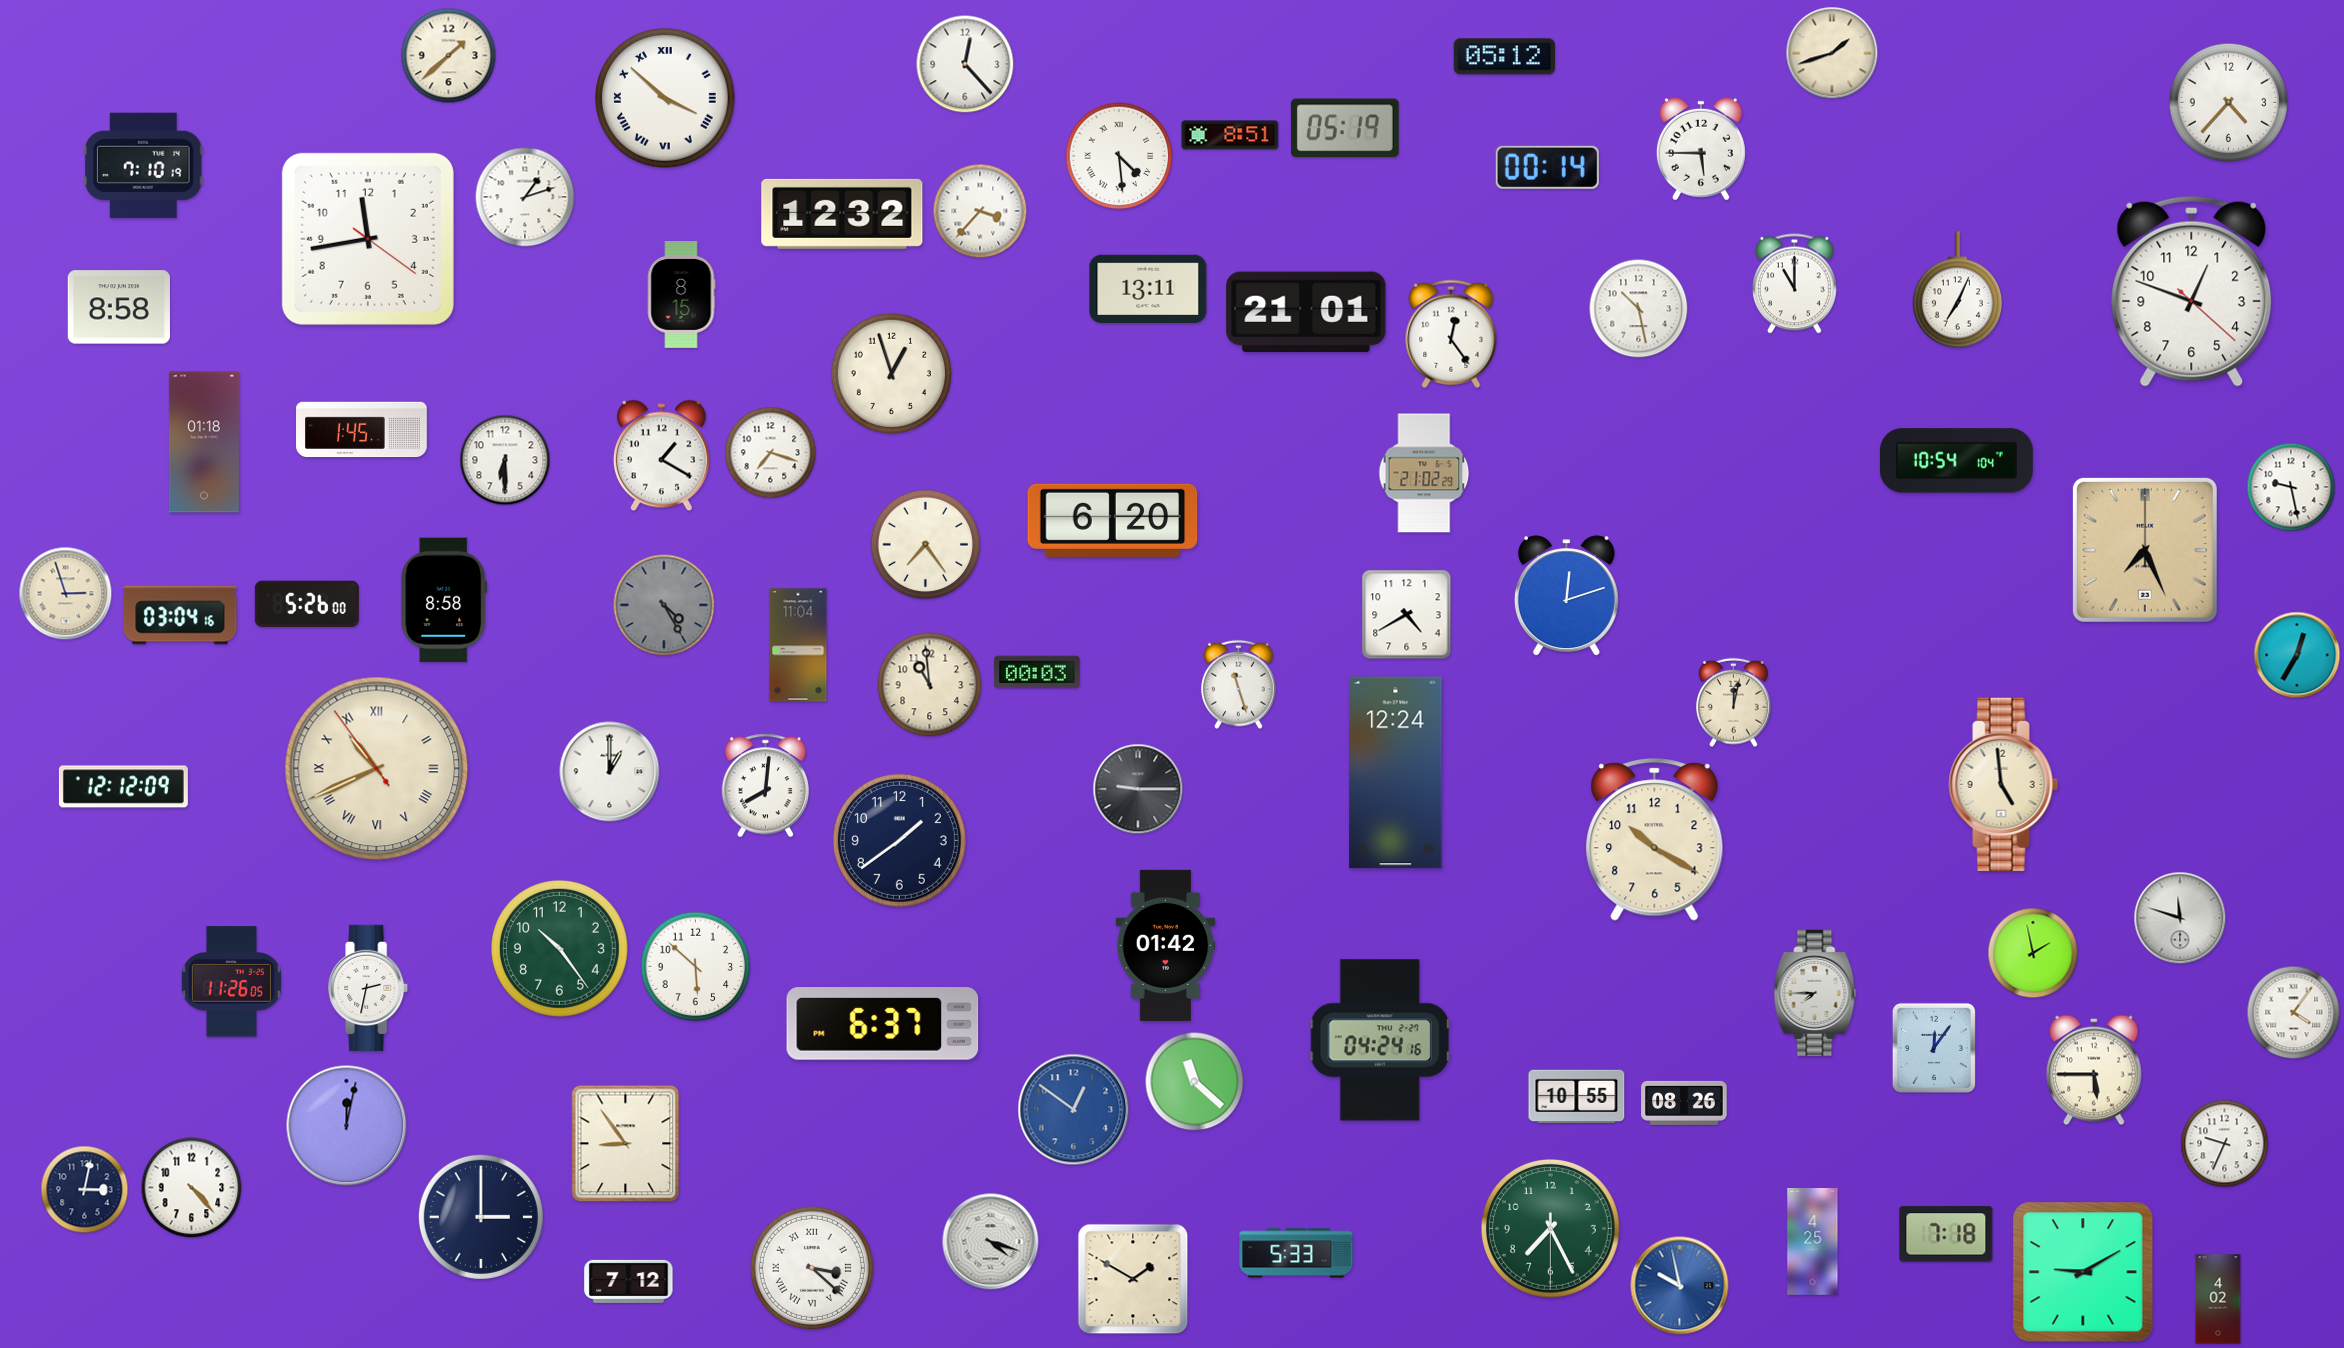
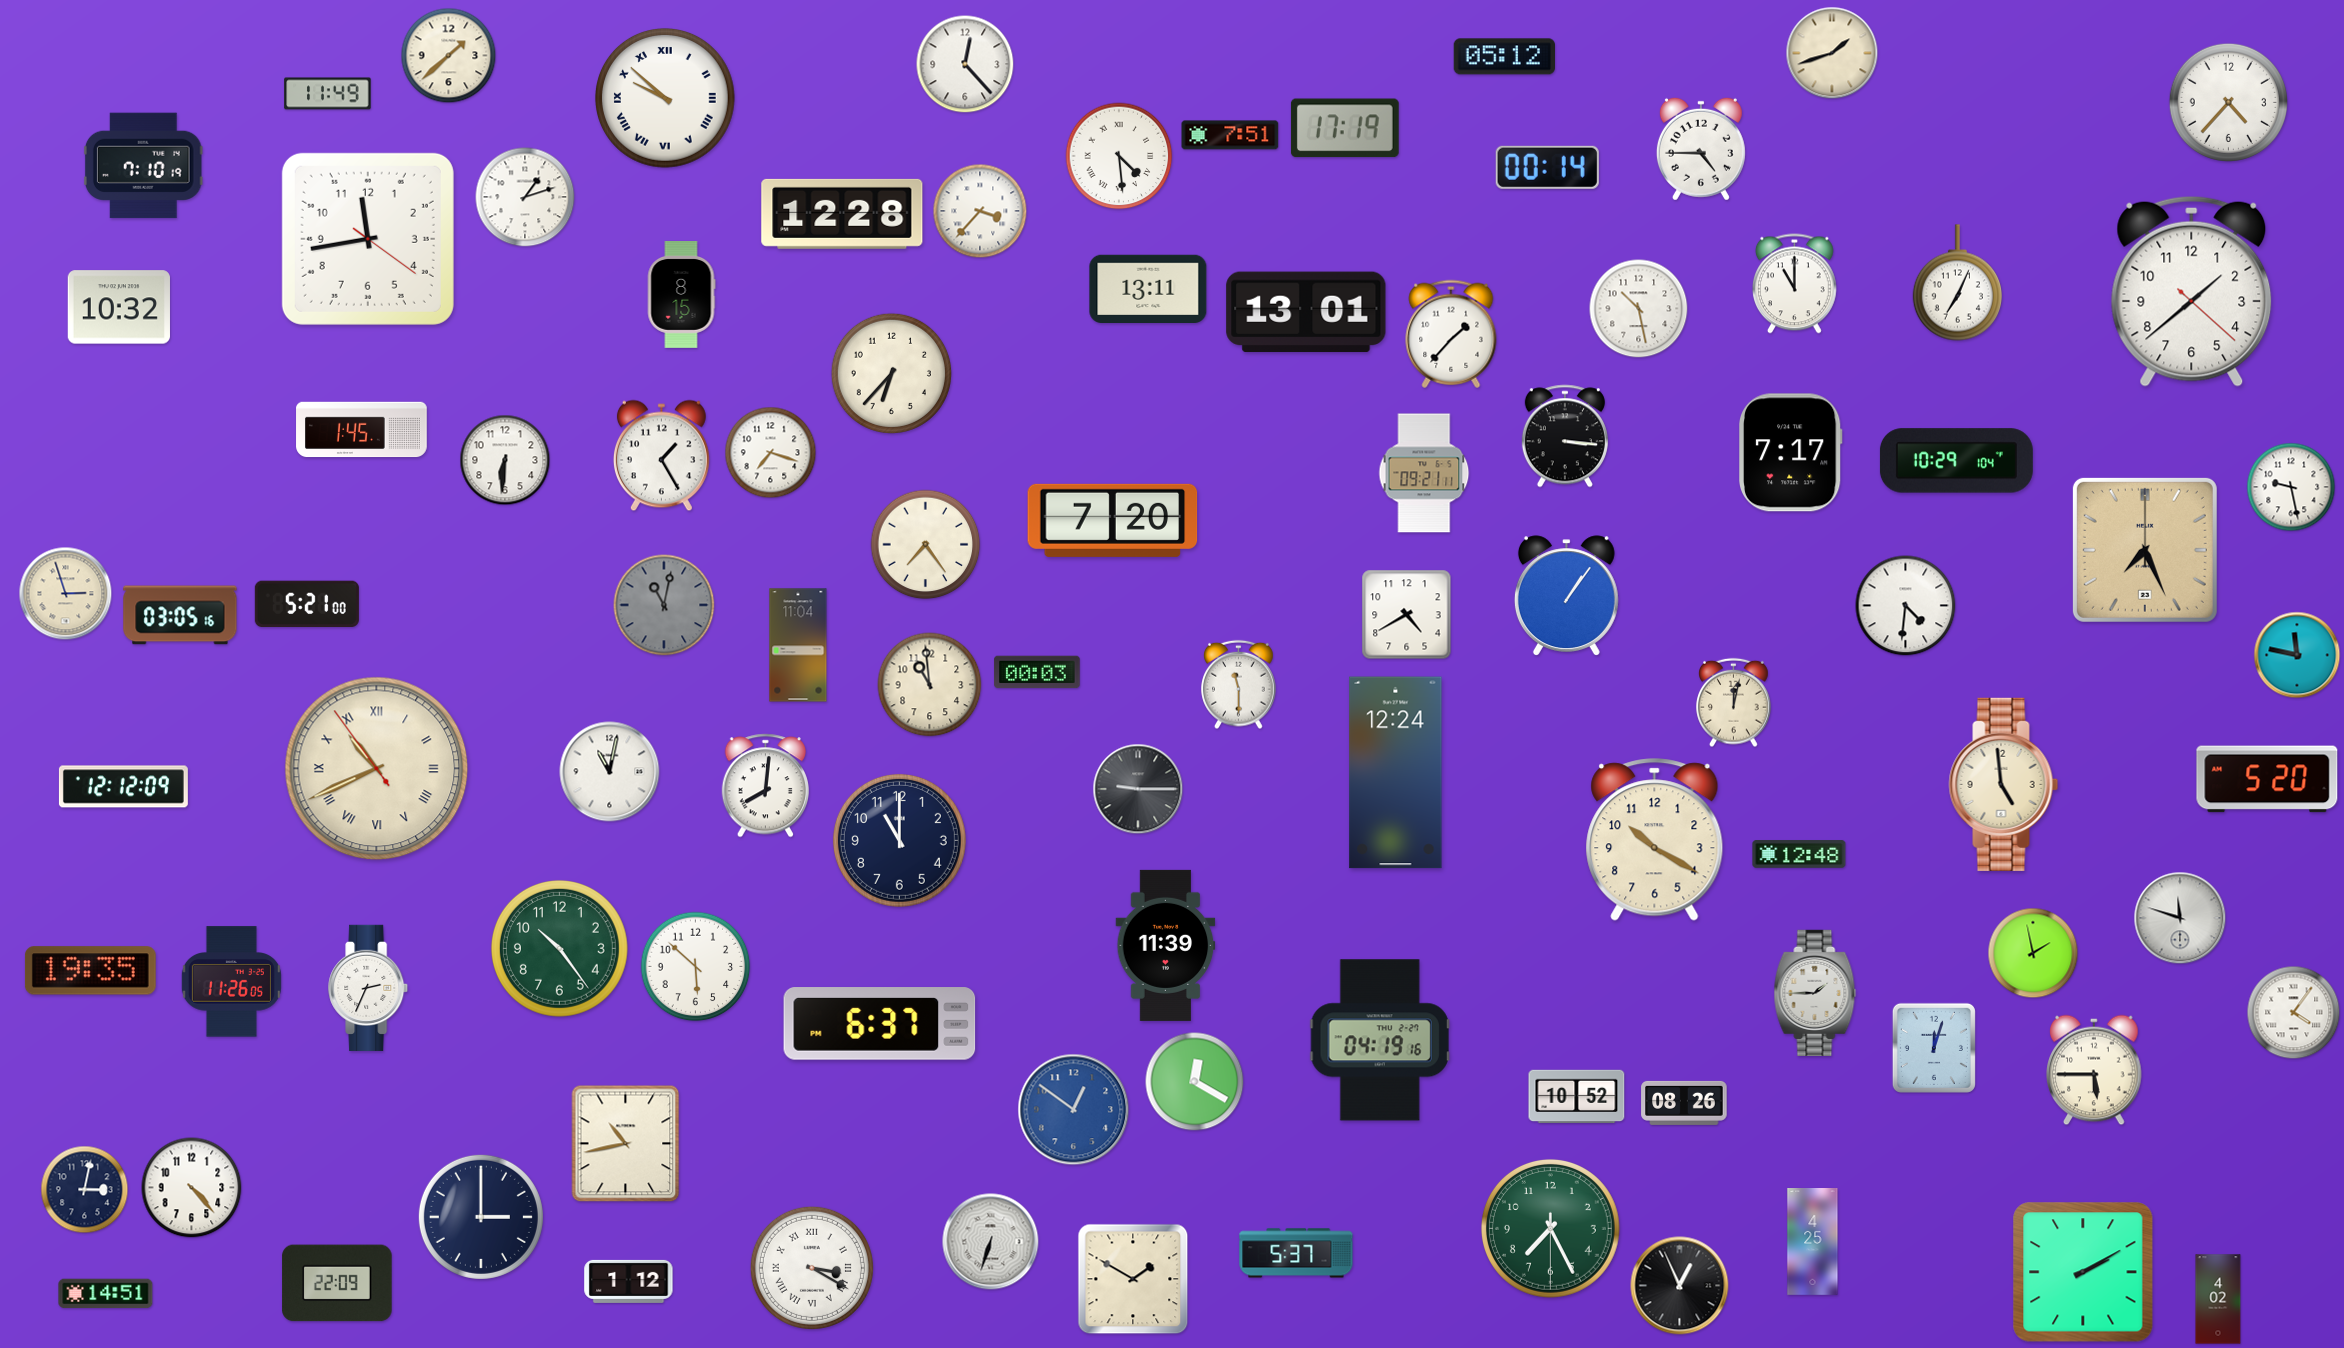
clock at (328, 94): none -> 11:49
clock at (666, 99): 3:52 -> 9:52
clock at (1345, 128): 05:19 -> 17:19
clock at (1230, 135): 8:51 -> 7:51
clock at (1701, 149): 5:45 -> 4:45
clock at (842, 214): 12:32 -> 12:28
clock at (1957, 290) position: (1957, 290) -> (1957, 283)
clock at (2192, 291): 12:48 -> 1:38
clock at (119, 307): 8:58 -> 10:32
clock at (1306, 312): 21:01 -> 13:01
clock at (1451, 334): 12:24 -> 1:37
clock at (891, 373): 12:57 -> 6:37
clock at (1565, 436): none -> 3:16
clock at (204, 442): 01:18 -> none
clock at (1790, 453): none -> 7:17
clock at (661, 456): 1:20 -> 1:25
clock at (505, 460): 6:30 -> 6:31
clock at (1956, 461): 10:54 -> 10:29
clock at (1424, 473): 21:02 -> 09:21
clock at (1113, 520): 6:20 -> 7:20
clock at (1566, 595): 12:12 -> 1:06
clock at (444, 600): 8:58 -> none
clock at (307, 604): 5:26 -> 5:21
clock at (664, 605): 4:25 -> 11:02
clock at (1906, 606): none -> 4:31
clock at (180, 615): 03:04 -> 03:05
clock at (2297, 655): 12:35 -> 11:47
clock at (1239, 685): 11:27 -> 11:30
clock at (610, 772): 1:00 -> 11:02
clock at (2267, 779): none -> 5:20
clock at (899, 840): 1:39 -> 11:00
clock at (1799, 854): none -> 12:48
clock at (1166, 945): 01:42 -> 11:39
clock at (90, 971): none -> 19:35
clock at (369, 988): 2:32 -> 2:34
clock at (1815, 993): 7:45 -> 1:45
clock at (883, 1024) position: (883, 1024) -> (880, 1024)
clock at (1380, 1040): 04:24 -> 04:19
clock at (1934, 1048): 12:06 -> 12:03
clock at (1195, 1082): 11:22 -> 12:20
clock at (1577, 1097): 10:55 -> 10:52
clock at (347, 1126): 12:02 -> none
clock at (626, 1144): 8:54 -> 10:43
clock at (2225, 1144): 9:34 -> none
clock at (1946, 1234): 7:18 -> none
clock at (991, 1242): 4:18 -> 6:33
clock at (1296, 1253): 5:33 -> 5:37
clock at (812, 1268): 3:22 -> 3:20
clock at (2083, 1272): 9:10 -> 2:10
clock at (629, 1281): 7:12 -> 1:12
clock at (337, 1283): none -> 22:09
clock at (1680, 1286): 9:58 -> 12:56
clock at (1680, 1286) dial: blue -> black
clock at (106, 1294): none -> 14:51
